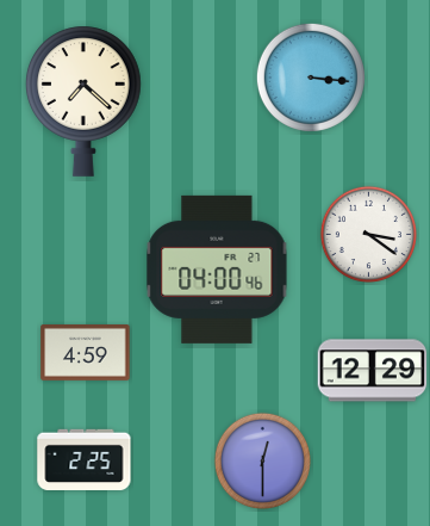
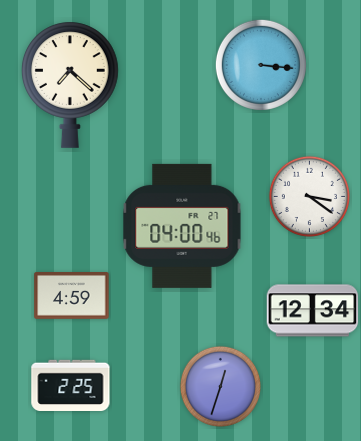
clock at (373, 371): 12:29 -> 12:34
clock at (262, 460): 12:30 -> 12:33
